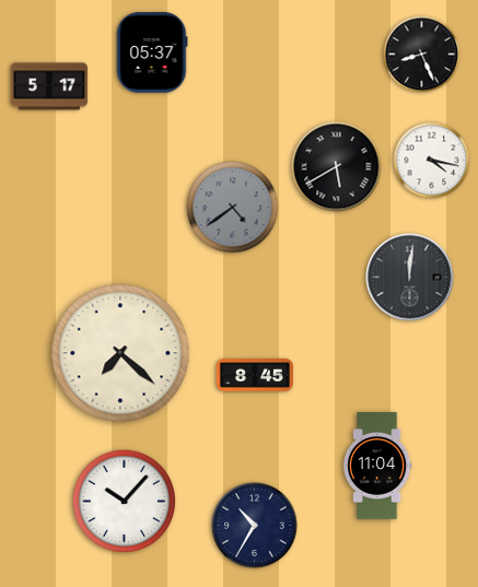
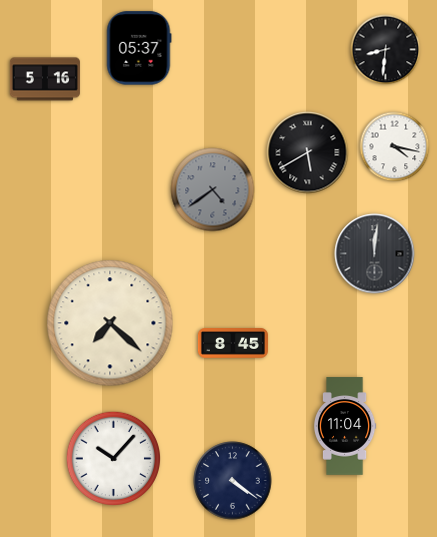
clock at (422, 55): 8:26 -> 8:31
clock at (49, 86): 5:17 -> 5:16
clock at (255, 526): 10:35 -> 4:21
